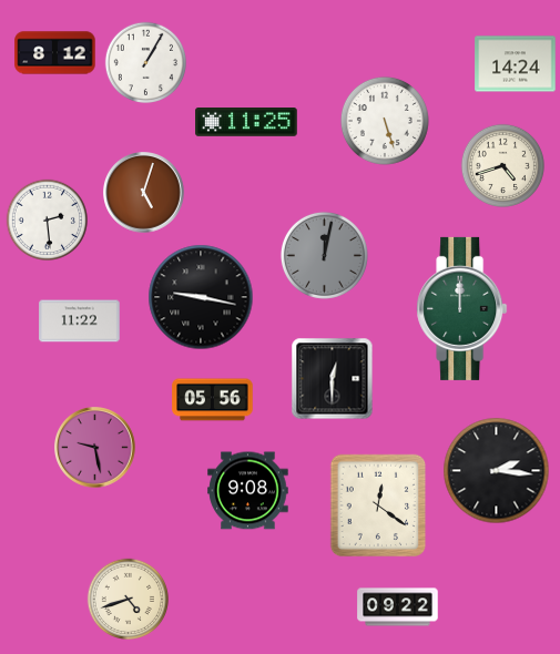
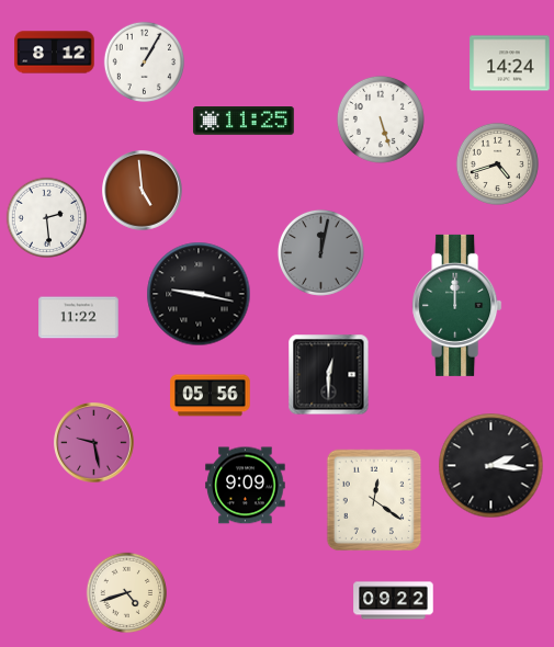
clock at (144, 193): 5:03 -> 4:59
clock at (248, 491): 9:08 -> 9:09
